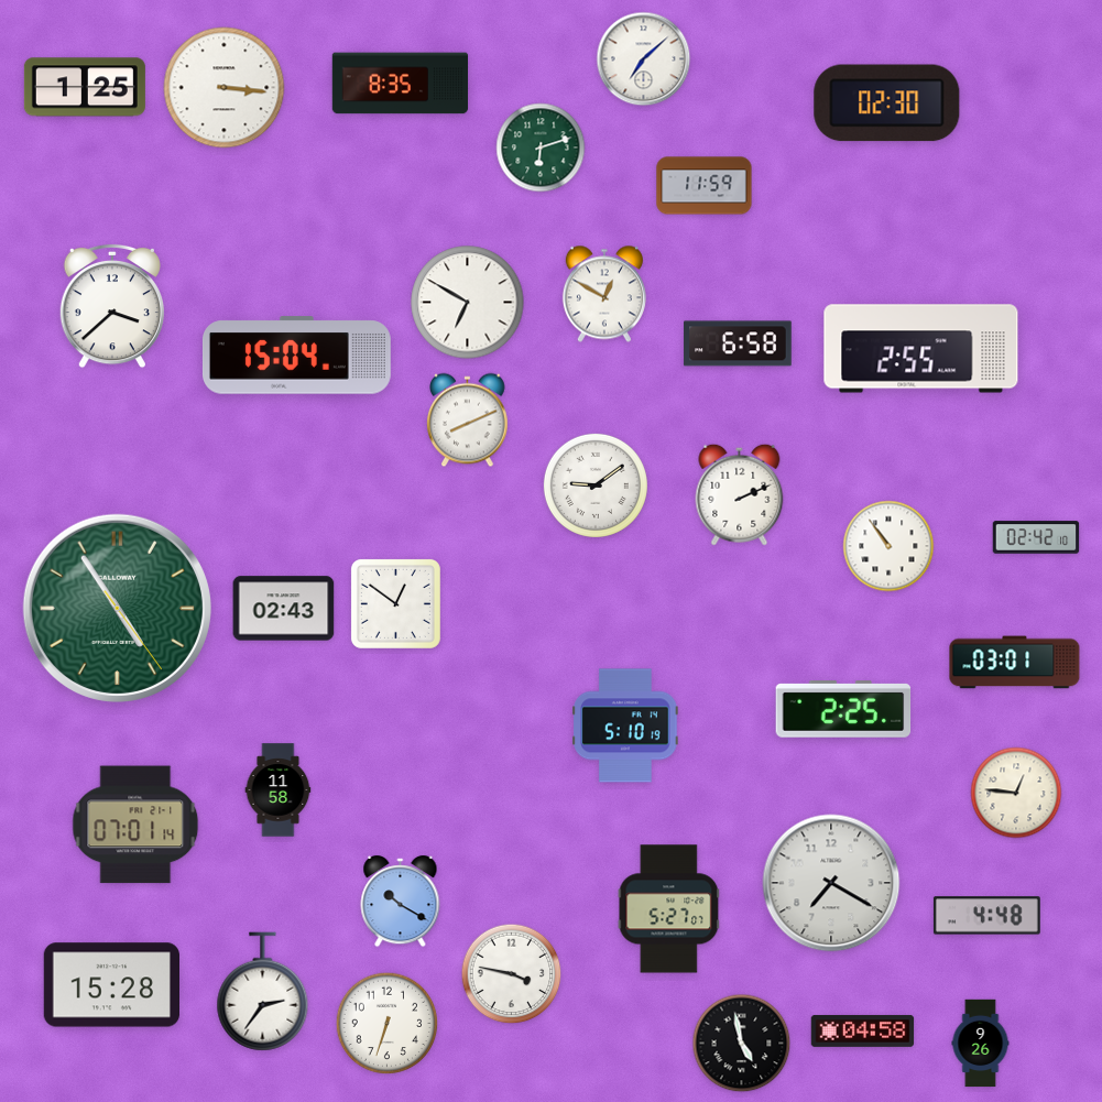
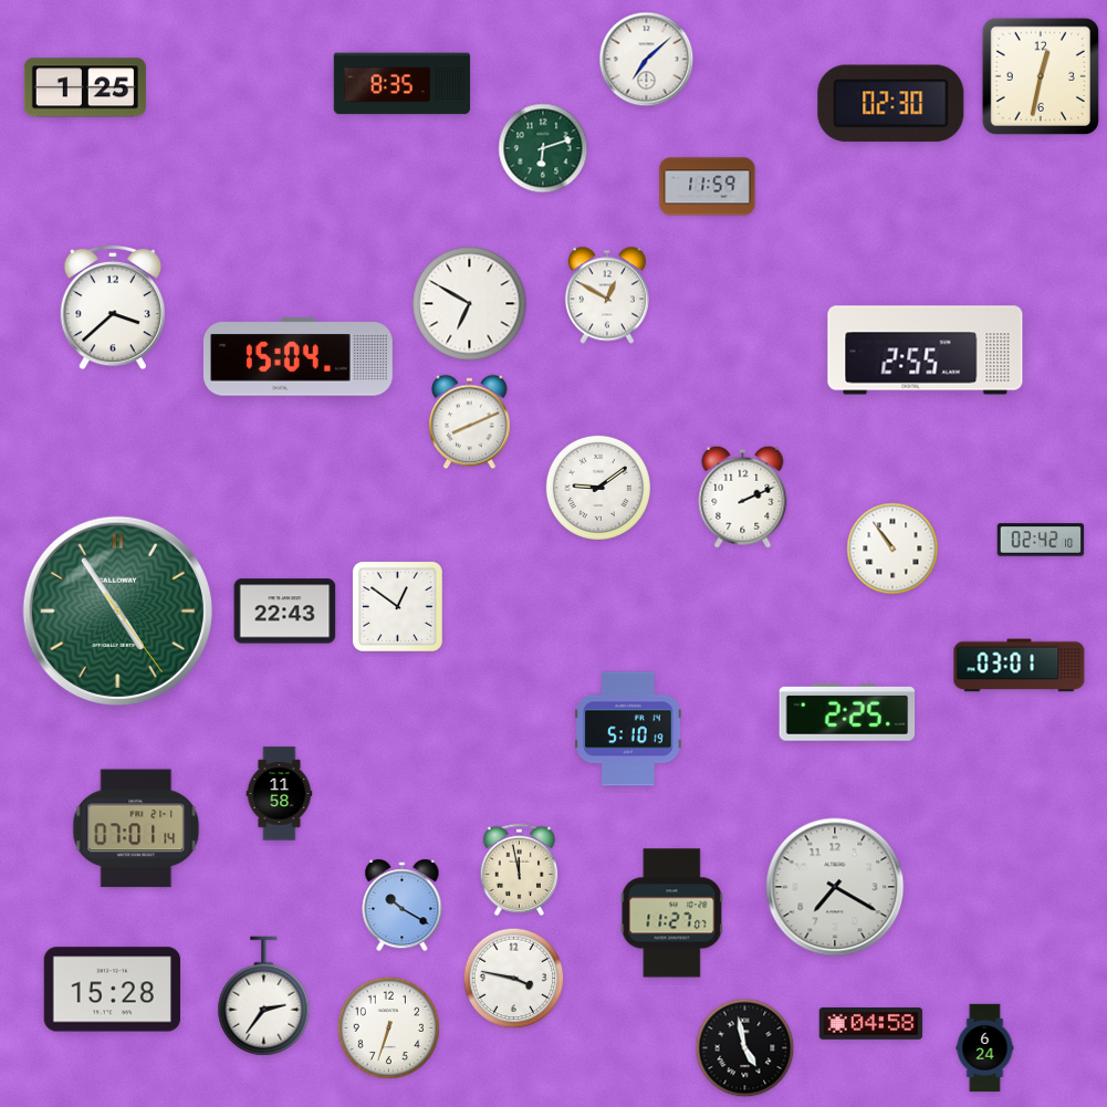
clock at (1041, 76): none -> 12:32
clock at (225, 88): 3:16 -> none
clock at (738, 343): 6:58 -> none
clock at (284, 609): 02:43 -> 22:43
clock at (1016, 793): 12:46 -> none
clock at (520, 869): none -> 11:58
clock at (669, 909): 5:27 -> 11:27
clock at (986, 916): 4:48 -> none
clock at (863, 1030) position: (863, 1030) -> (871, 1023)
clock at (981, 1044): 9:26 -> 6:24
